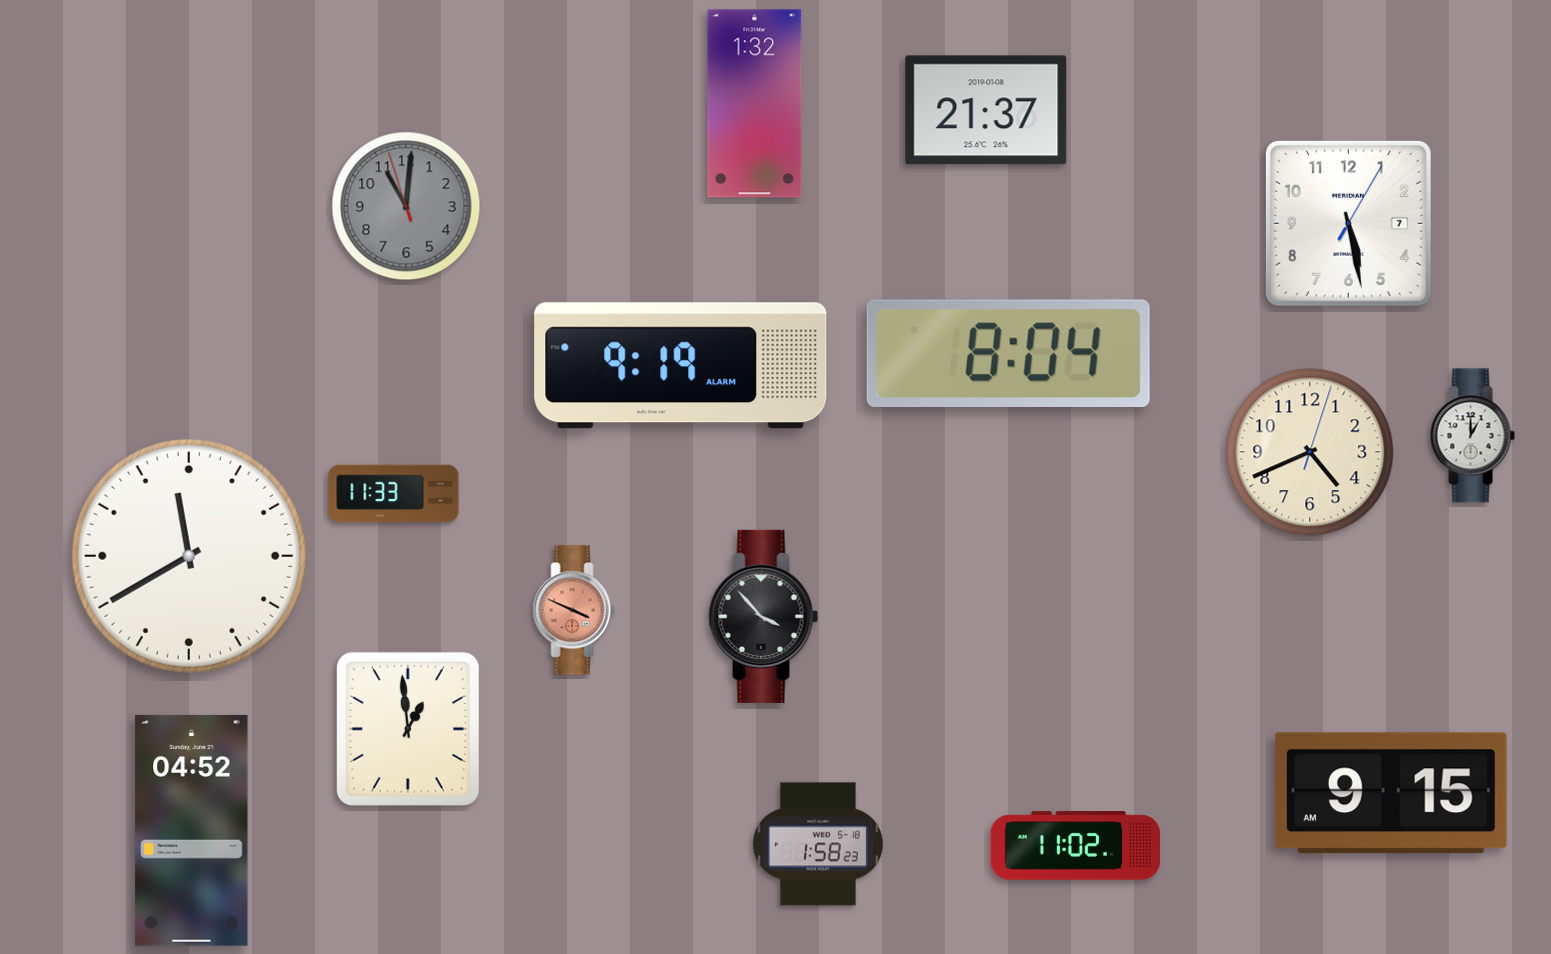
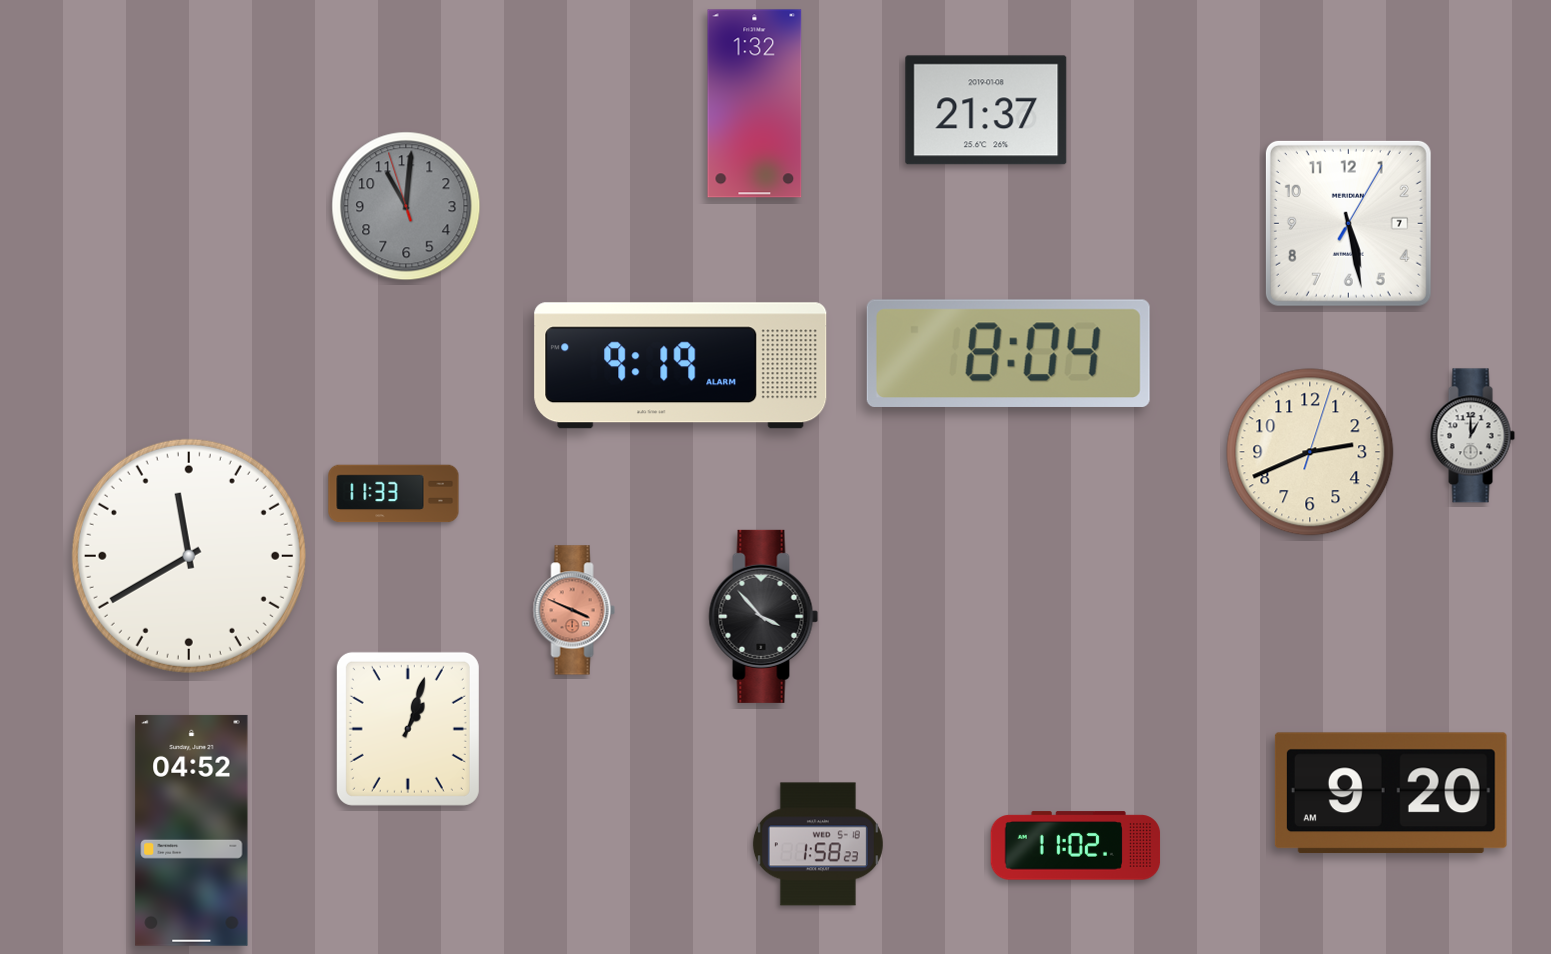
clock at (1310, 452): 4:41 -> 2:41
clock at (408, 729): 12:59 -> 1:03
clock at (1391, 793): 9:15 -> 9:20
